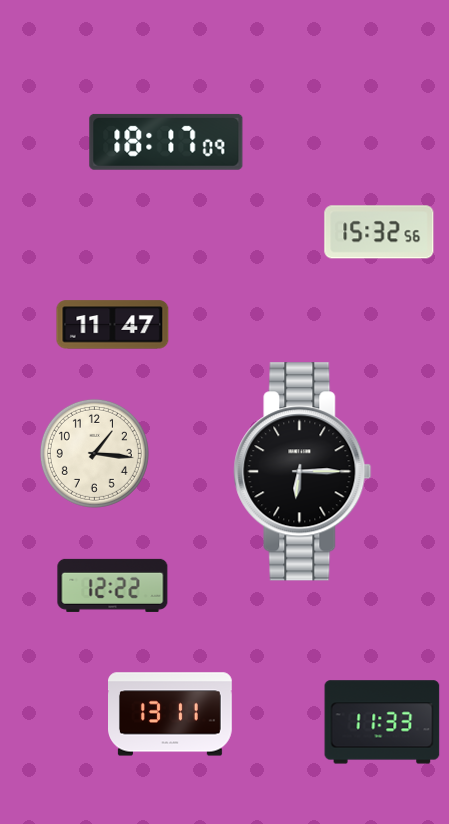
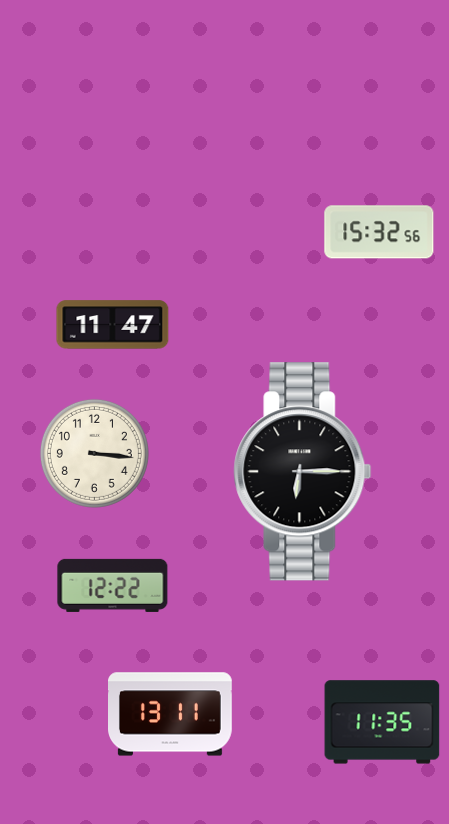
clock at (166, 142): 18:17 -> none
clock at (94, 453): 1:16 -> 3:16
clock at (382, 722): 11:33 -> 11:35
